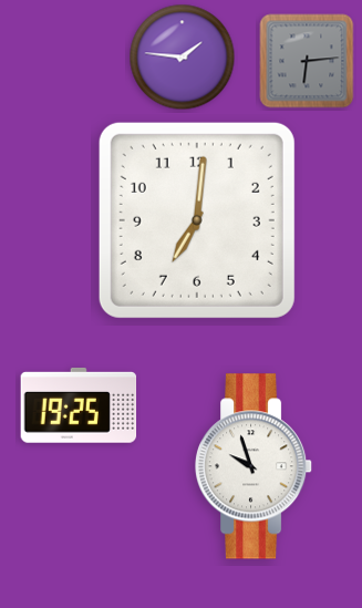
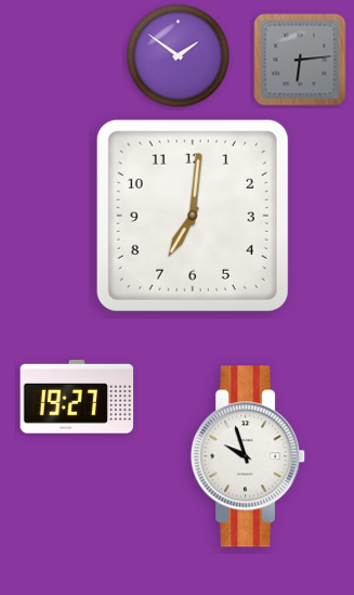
clock at (183, 58): 1:46 -> 1:51
clock at (79, 405): 19:25 -> 19:27
